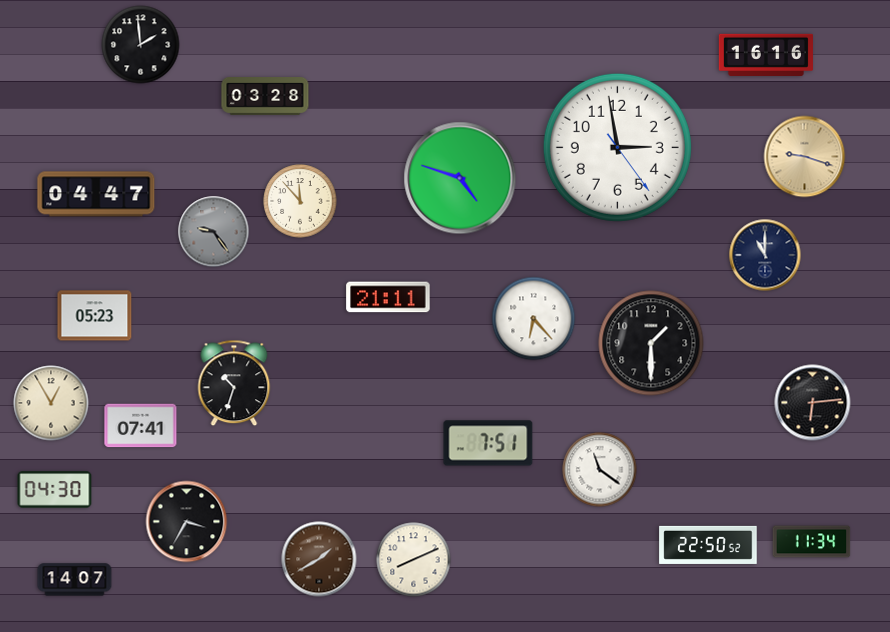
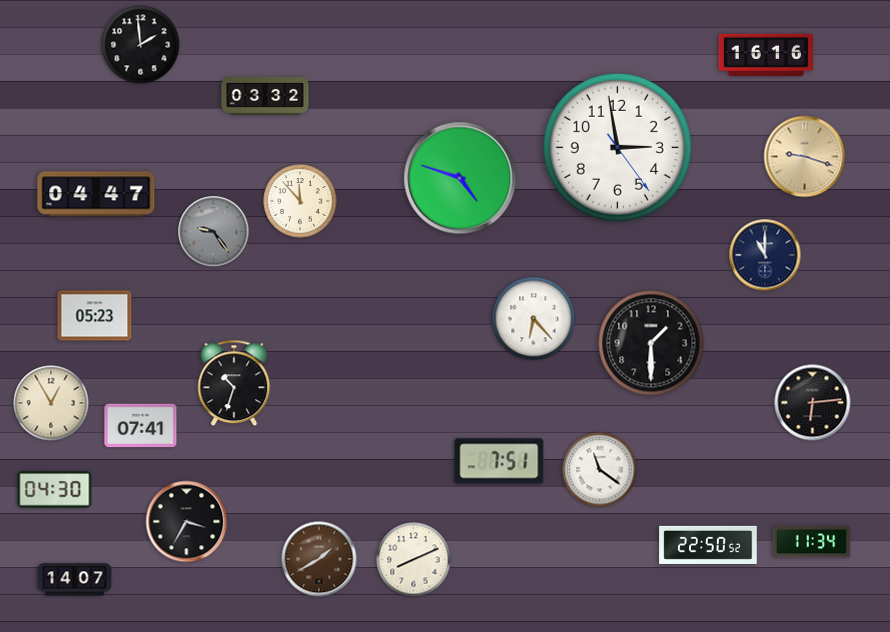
clock at (265, 97): 03:28 -> 03:32
clock at (388, 297): 21:11 -> none
clock at (488, 443) position: (488, 443) -> (499, 461)
